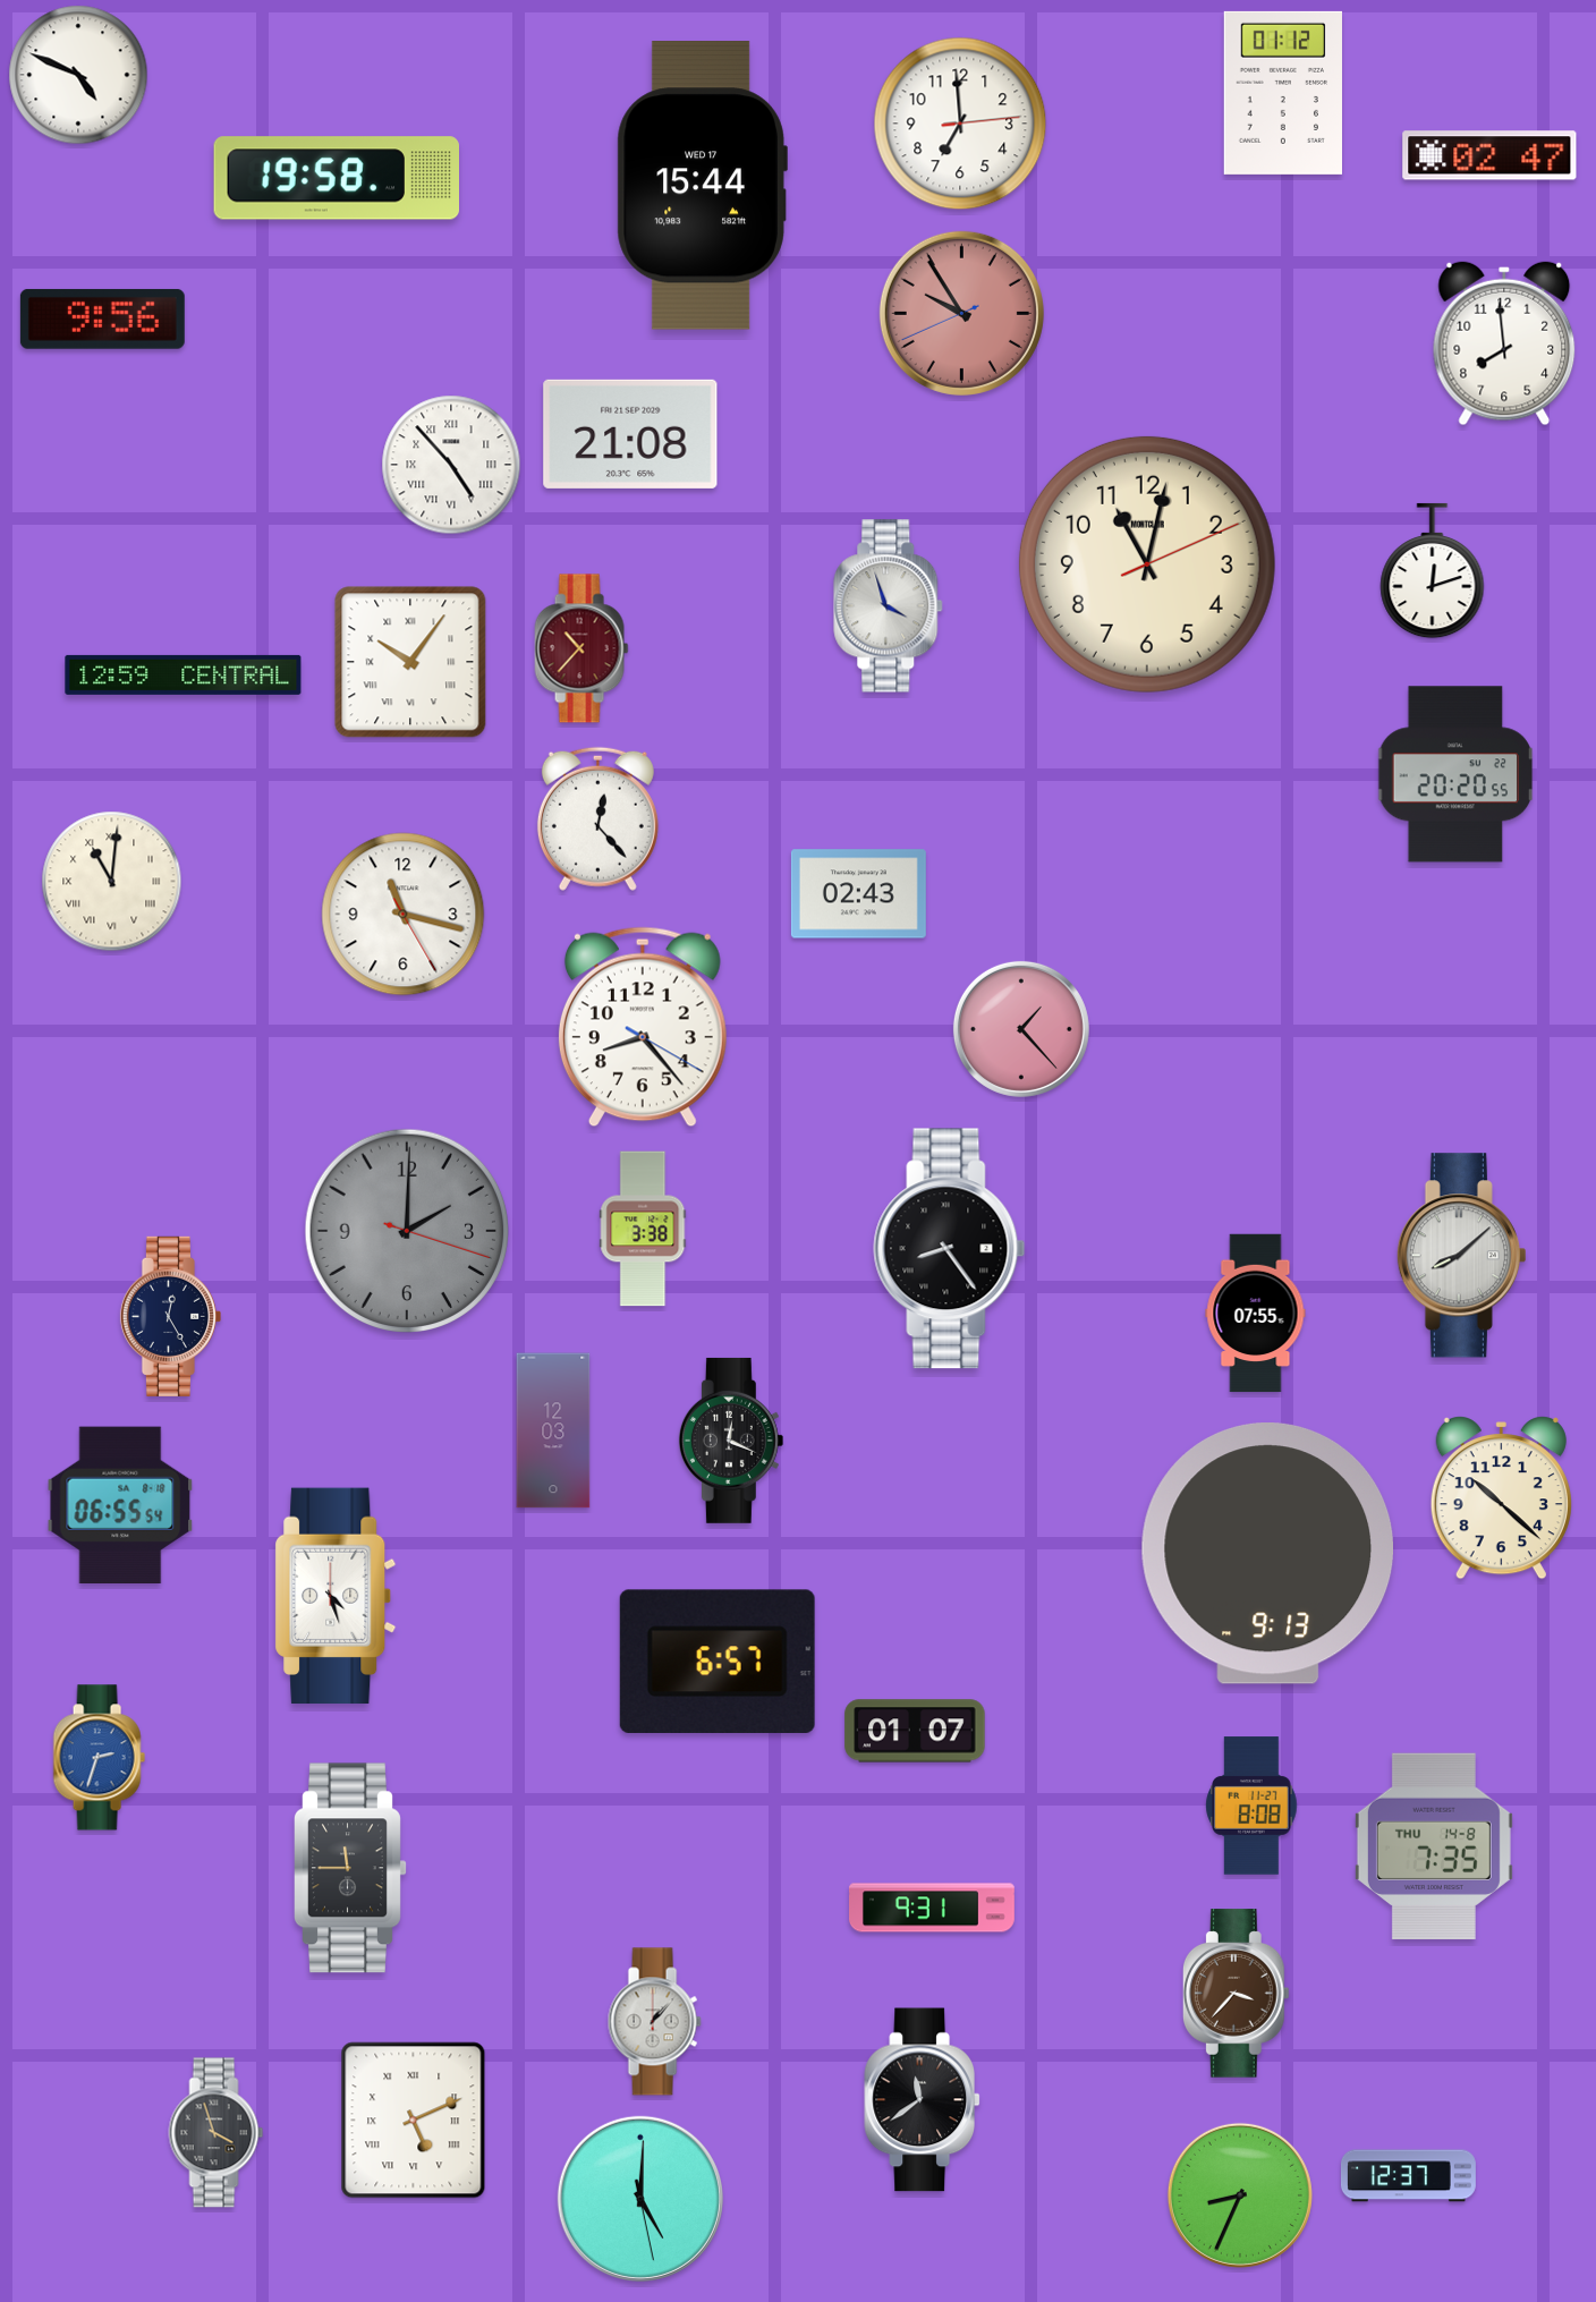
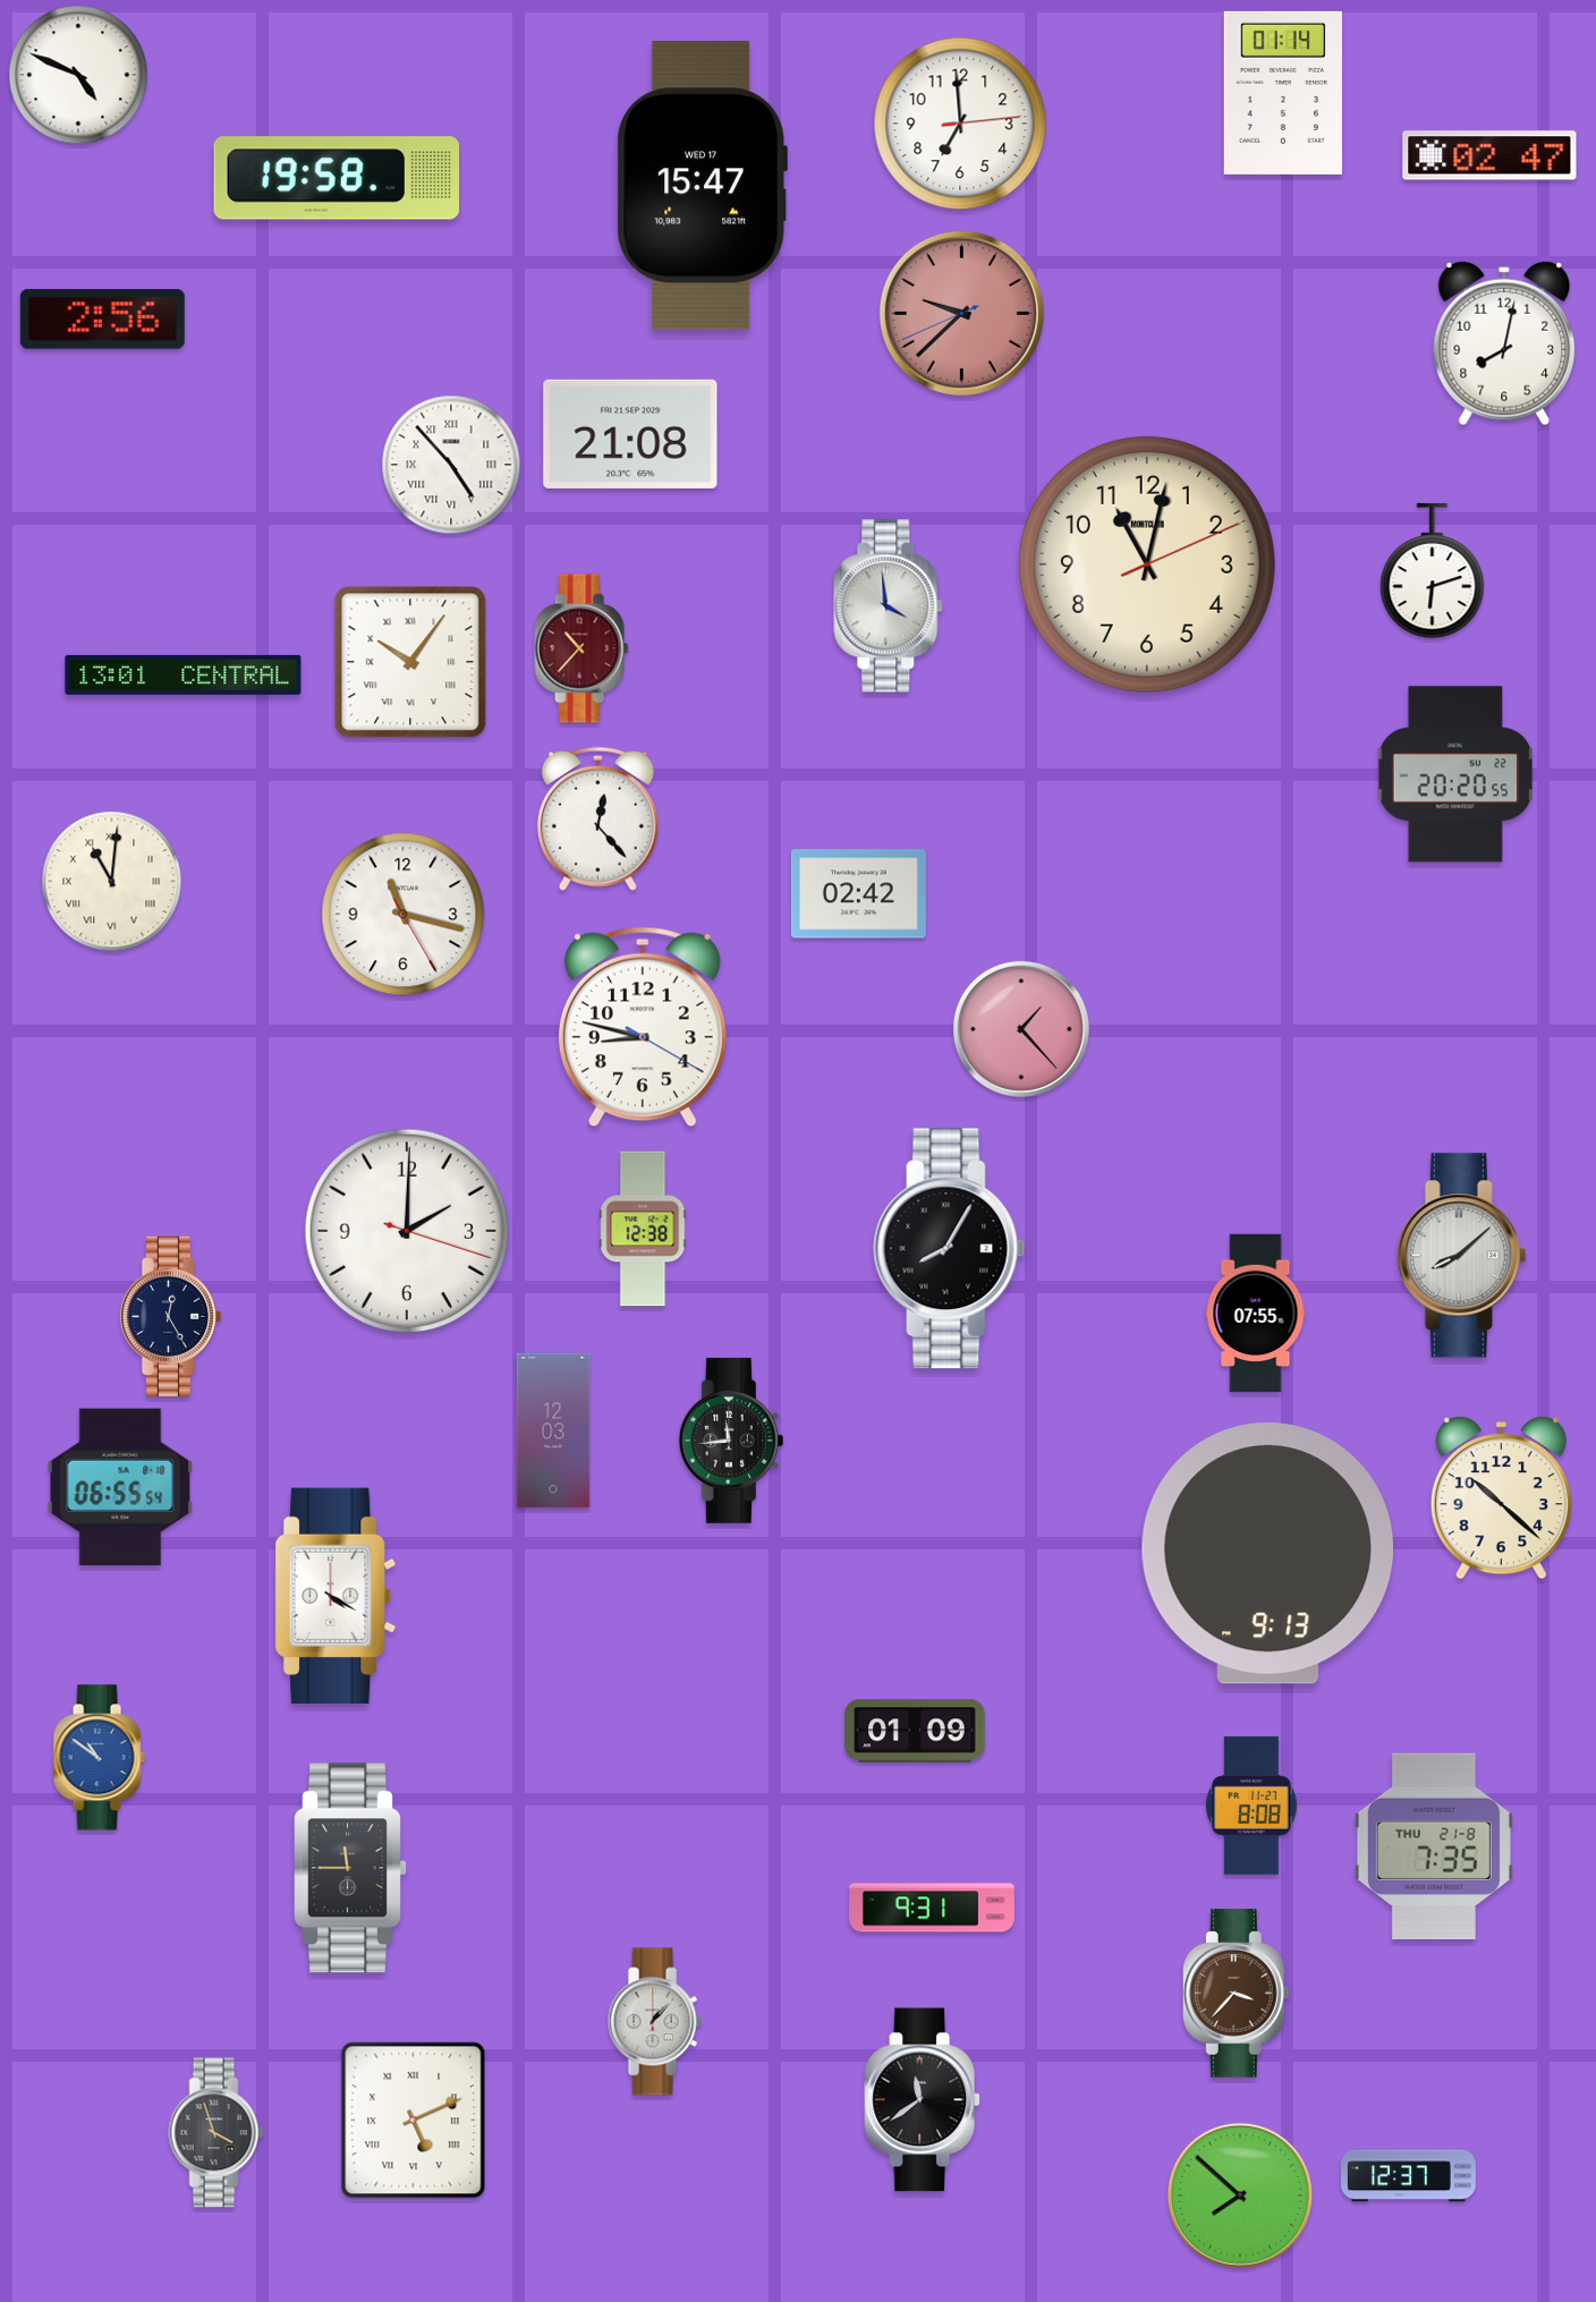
clock at (1282, 93): 01:12 -> 01:14
clock at (702, 186): 15:44 -> 15:47
clock at (961, 313): 9:54 -> 9:37
clock at (102, 318): 9:56 -> 2:56
clock at (1504, 343): 7:59 -> 8:02
clock at (1433, 571): 12:12 -> 6:12
clock at (889, 606): 3:57 -> 3:59
clock at (184, 674): 12:59 -> 13:01
clock at (858, 894): 02:43 -> 02:42
clock at (643, 1027): 8:23 -> 8:47
clock at (643, 1229): 3:38 -> 12:38
clock at (406, 1230) dial: grey -> white
clock at (950, 1249): 8:24 -> 8:05
clock at (731, 1441): 12:19 -> 11:44
clock at (120, 1505) position: (120, 1505) -> (120, 1487)
clock at (336, 1596): 4:27 -> 4:20
clock at (718, 1662): 6:57 -> none
clock at (915, 1731): 01:07 -> 01:09
clock at (99, 1758): 2:33 -> 10:51
clock at (1434, 1846) date: THU 14-8 -> THU 21-8
clock at (1240, 2195): 8:34 -> 7:52
clock at (640, 2199): 5:00 -> none
